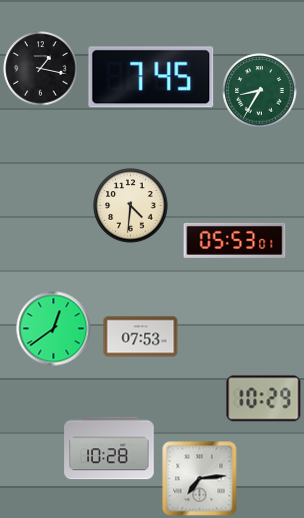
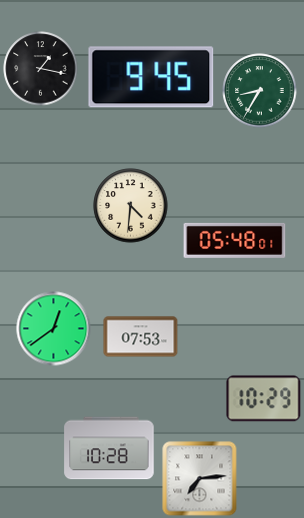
clock at (151, 77): 7:45 -> 9:45
clock at (235, 240): 05:53 -> 05:48
